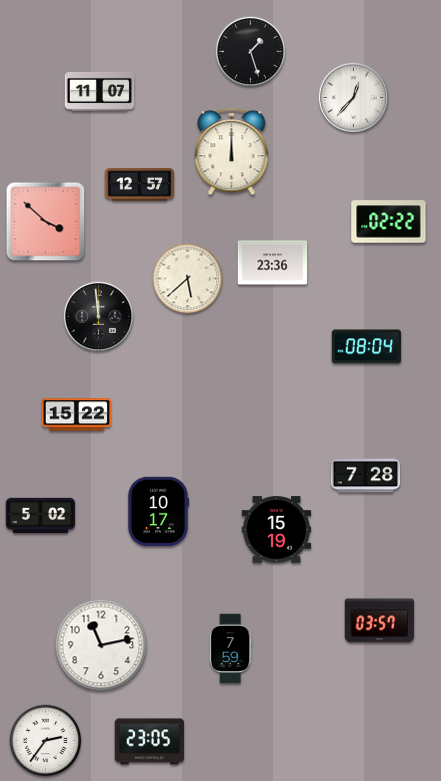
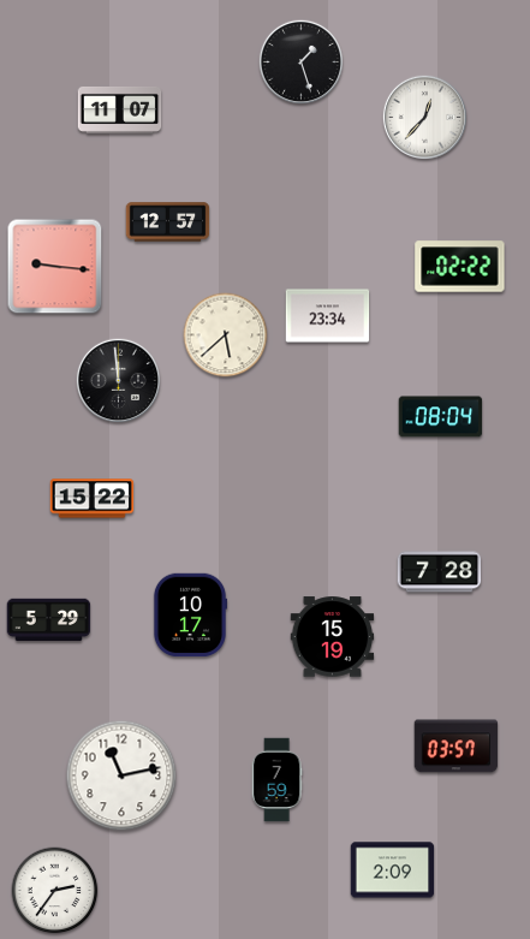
clock at (232, 152): 12:00 -> none
clock at (46, 222): 3:52 -> 9:16
clock at (389, 222) position: (389, 222) -> (460, 267)
clock at (273, 263): 23:36 -> 23:34
clock at (41, 516): 5:02 -> 5:29
clock at (393, 870): none -> 2:09
clock at (150, 742): 23:05 -> none
